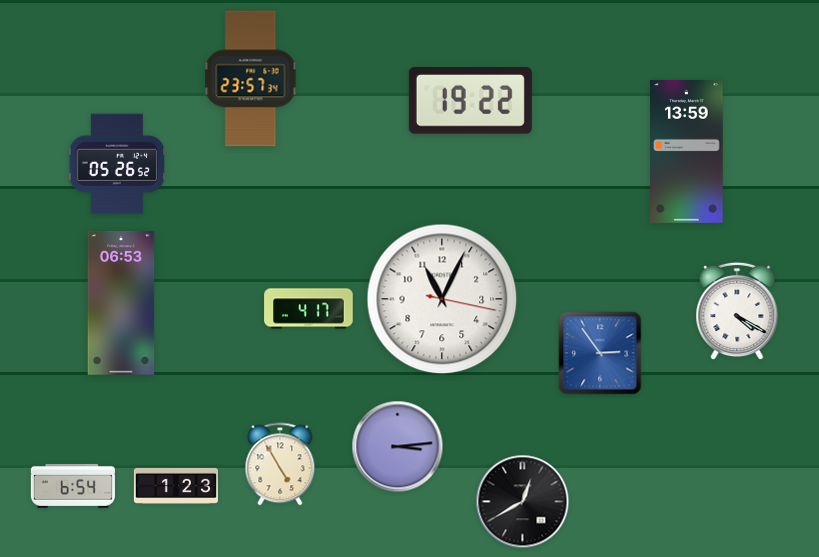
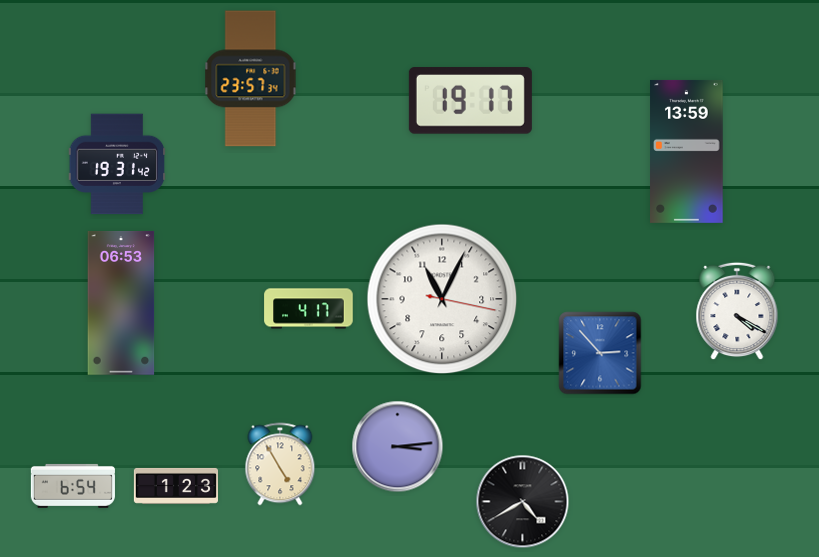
clock at (470, 101): 19:22 -> 19:17
clock at (117, 164): 05:26 -> 19:31
clock at (600, 353): 2:54 -> 2:53
clock at (523, 502): 12:40 -> 4:40
